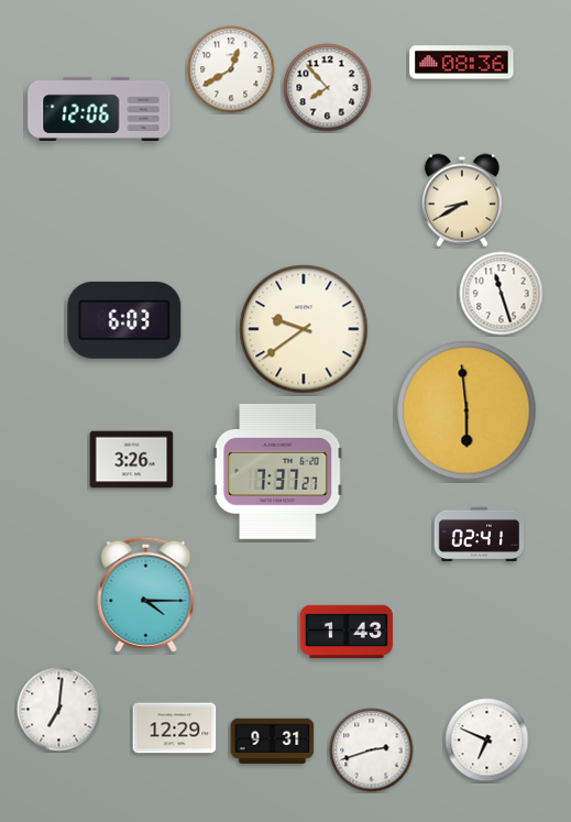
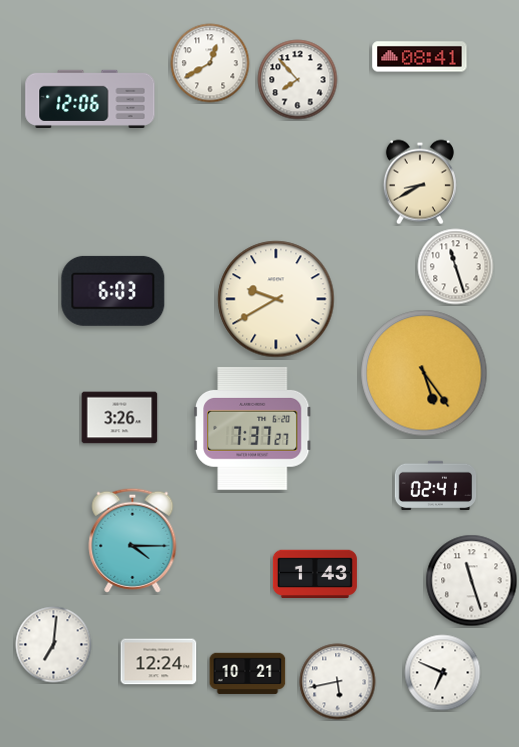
clock at (462, 63): 08:36 -> 08:41
clock at (304, 329): 9:39 -> 9:40
clock at (466, 410): 5:59 -> 5:24
clock at (472, 581): none -> 11:27
clock at (175, 728): 12:29 -> 12:24
clock at (273, 741): 9:31 -> 10:21
clock at (372, 750): 2:42 -> 5:43
